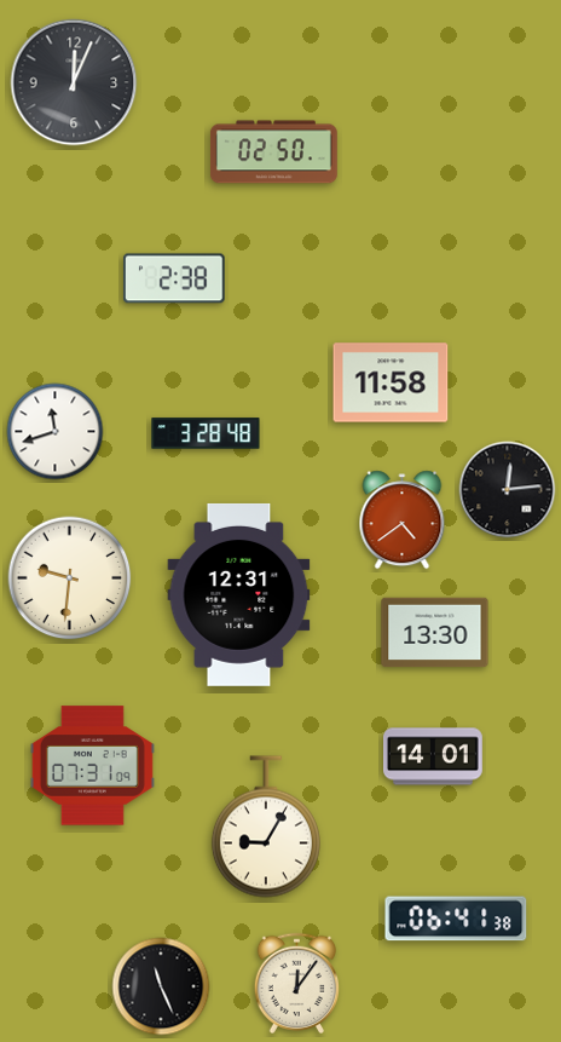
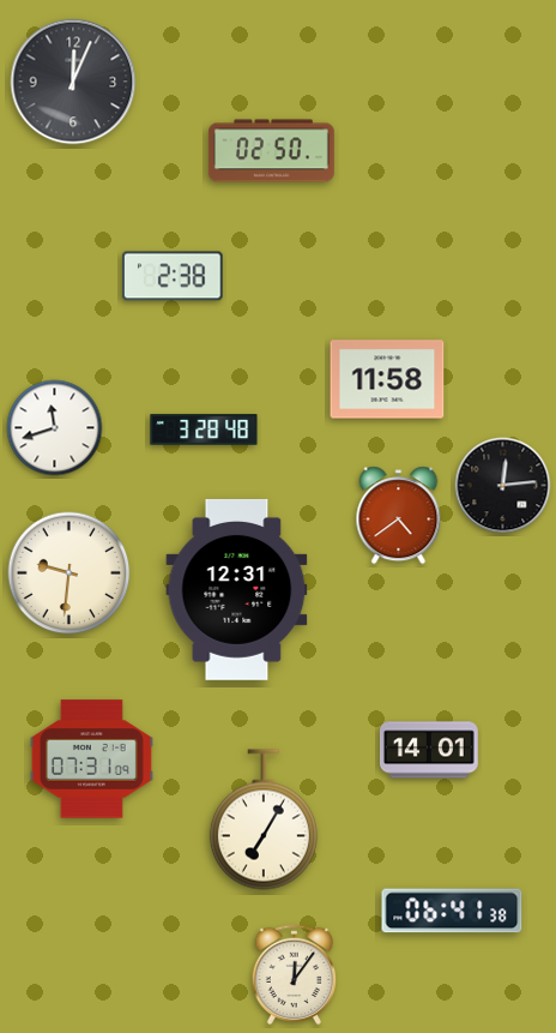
clock at (435, 633): 13:30 -> none
clock at (266, 827): 9:05 -> 7:05
clock at (161, 986): 11:26 -> none
